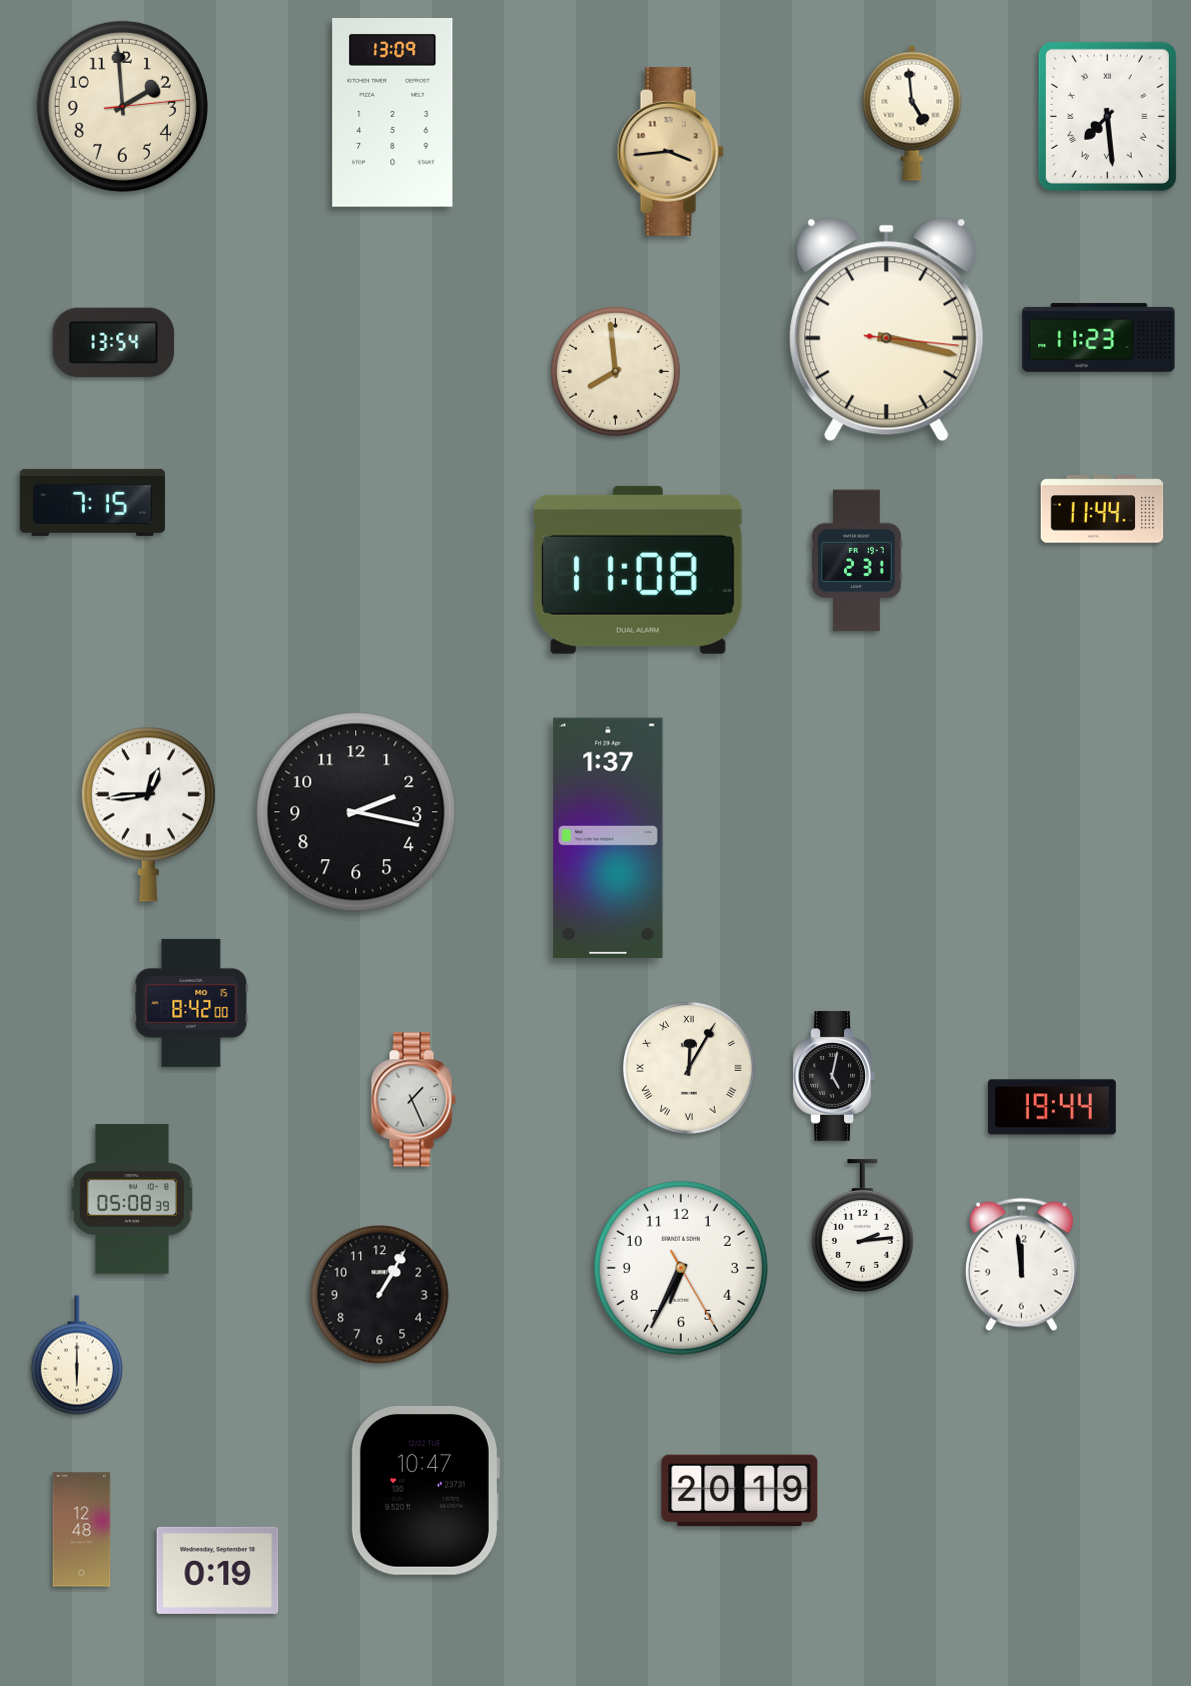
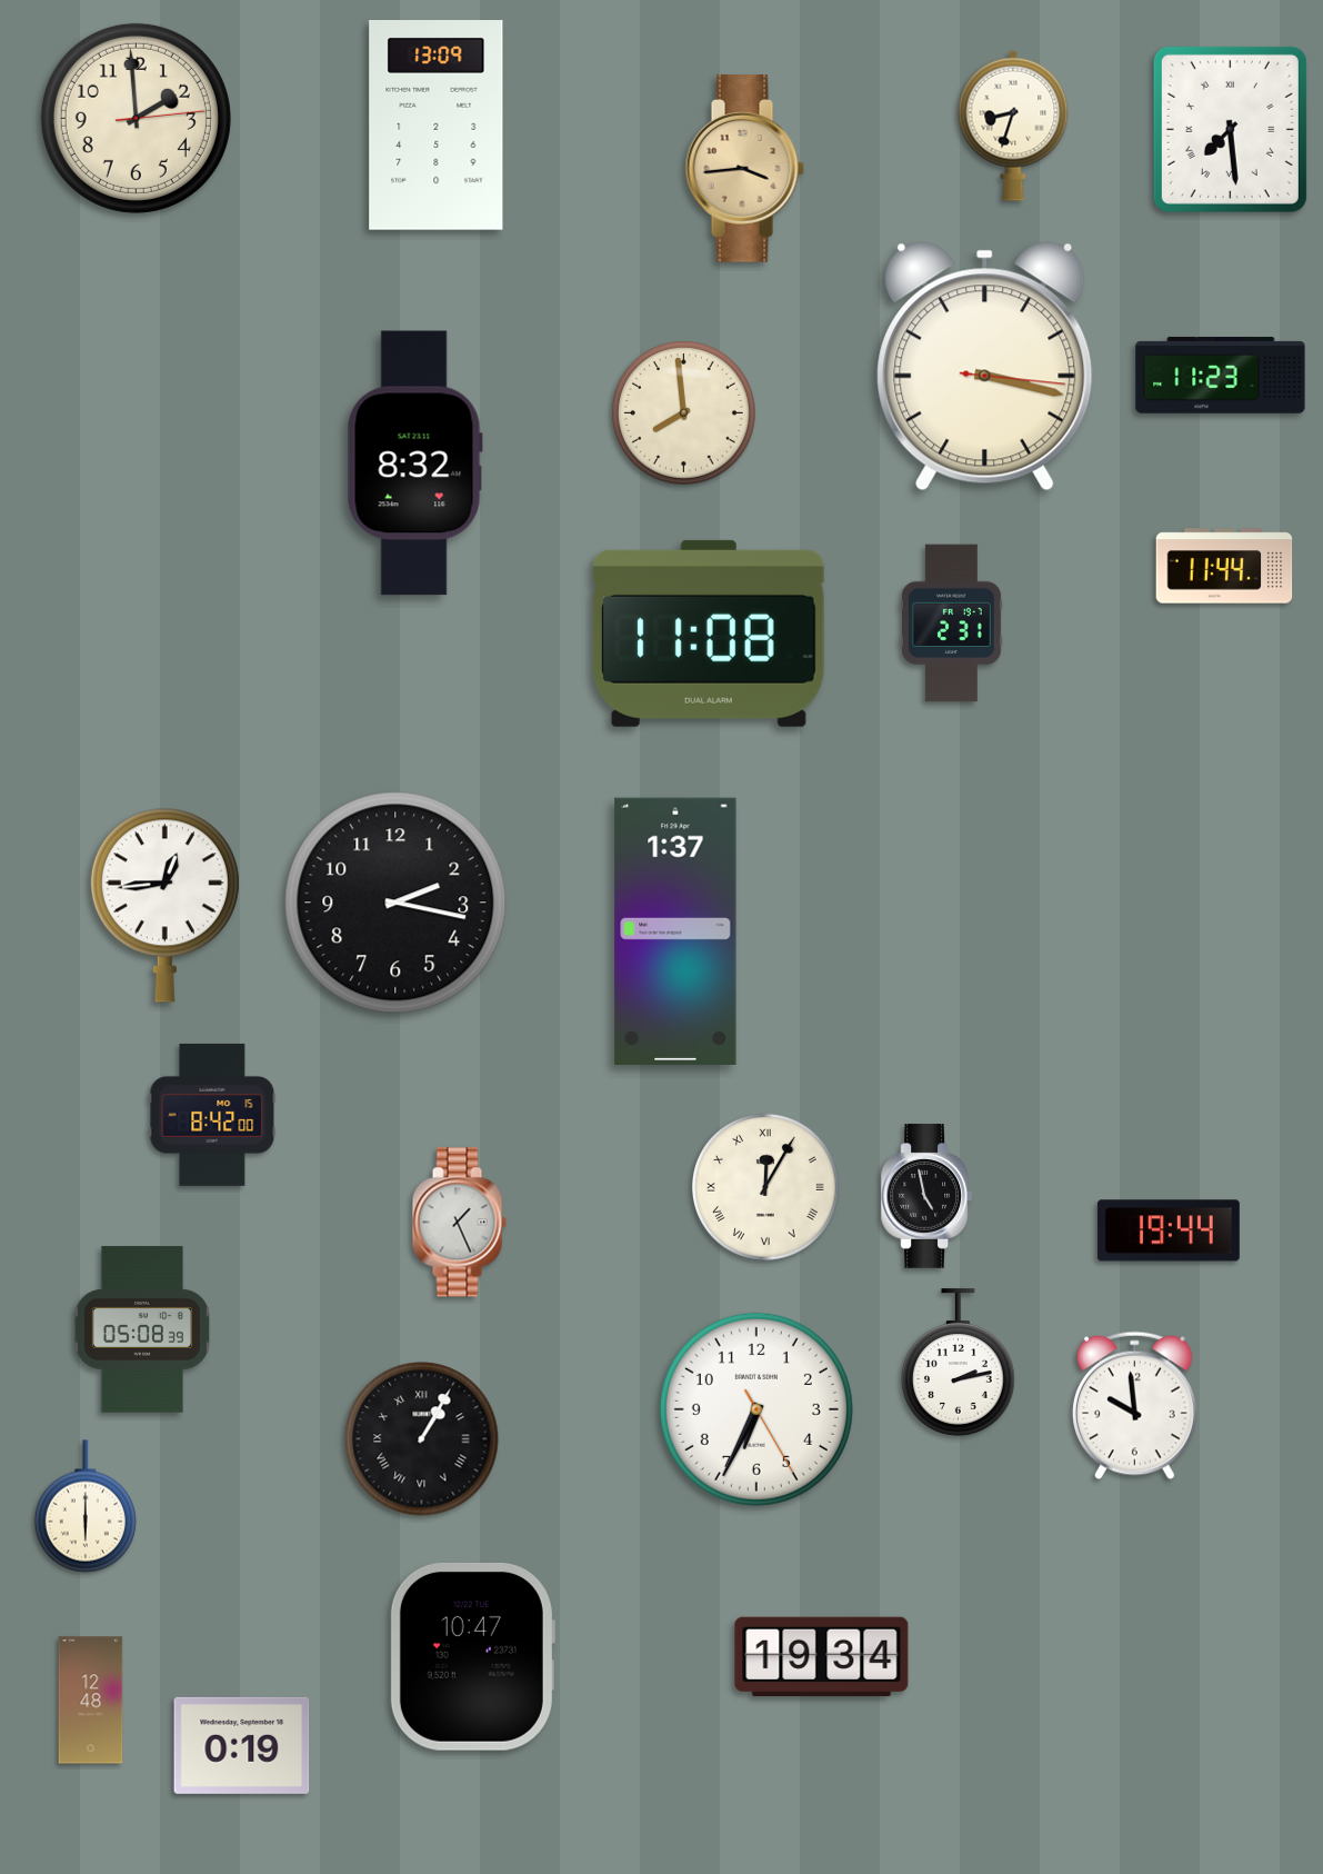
clock at (912, 113): 4:59 -> 8:33
clock at (114, 343): 13:54 -> none
clock at (414, 463): none -> 8:32
clock at (92, 502): 7:15 -> none
clock at (833, 1076): 5:02 -> 4:58
clock at (131, 1199) position: (131, 1199) -> (141, 1329)
clock at (863, 1226): 2:14 -> 2:13
clock at (1021, 1265): 11:59 -> 9:59
clock at (380, 1295) numerals: Arabic -> Roman
clock at (740, 1491): 20:19 -> 19:34
